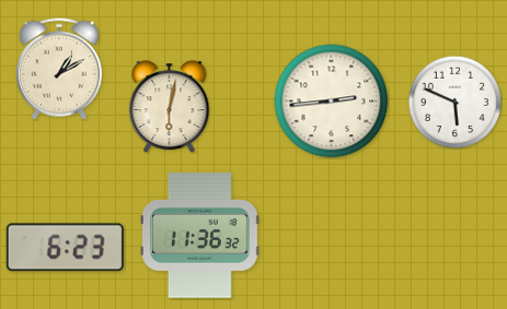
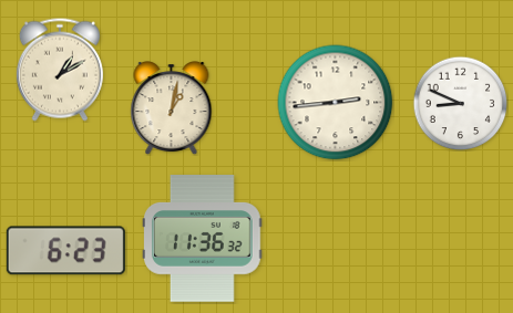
clock at (454, 102): 5:49 -> 8:49
clock at (170, 107): 6:02 -> 1:02
